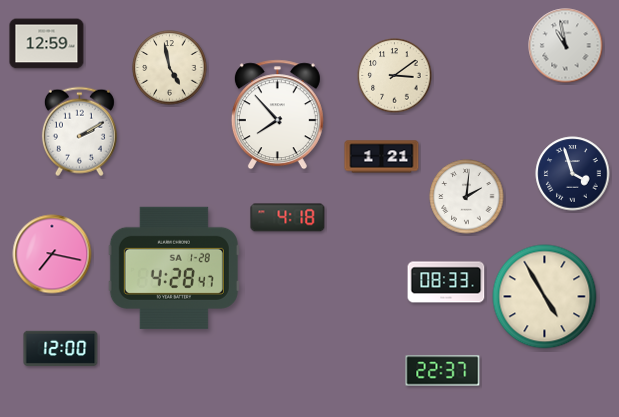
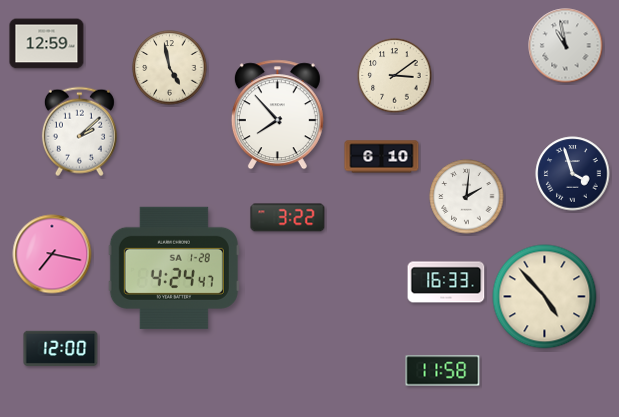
clock at (79, 132): 2:10 -> 2:08
clock at (382, 157): 1:21 -> 6:10
clock at (288, 218): 4:18 -> 3:22
clock at (174, 268): 4:28 -> 4:24
clock at (446, 282): 08:33 -> 16:33
clock at (545, 297): 4:55 -> 4:53
clock at (443, 371): 22:37 -> 11:58
